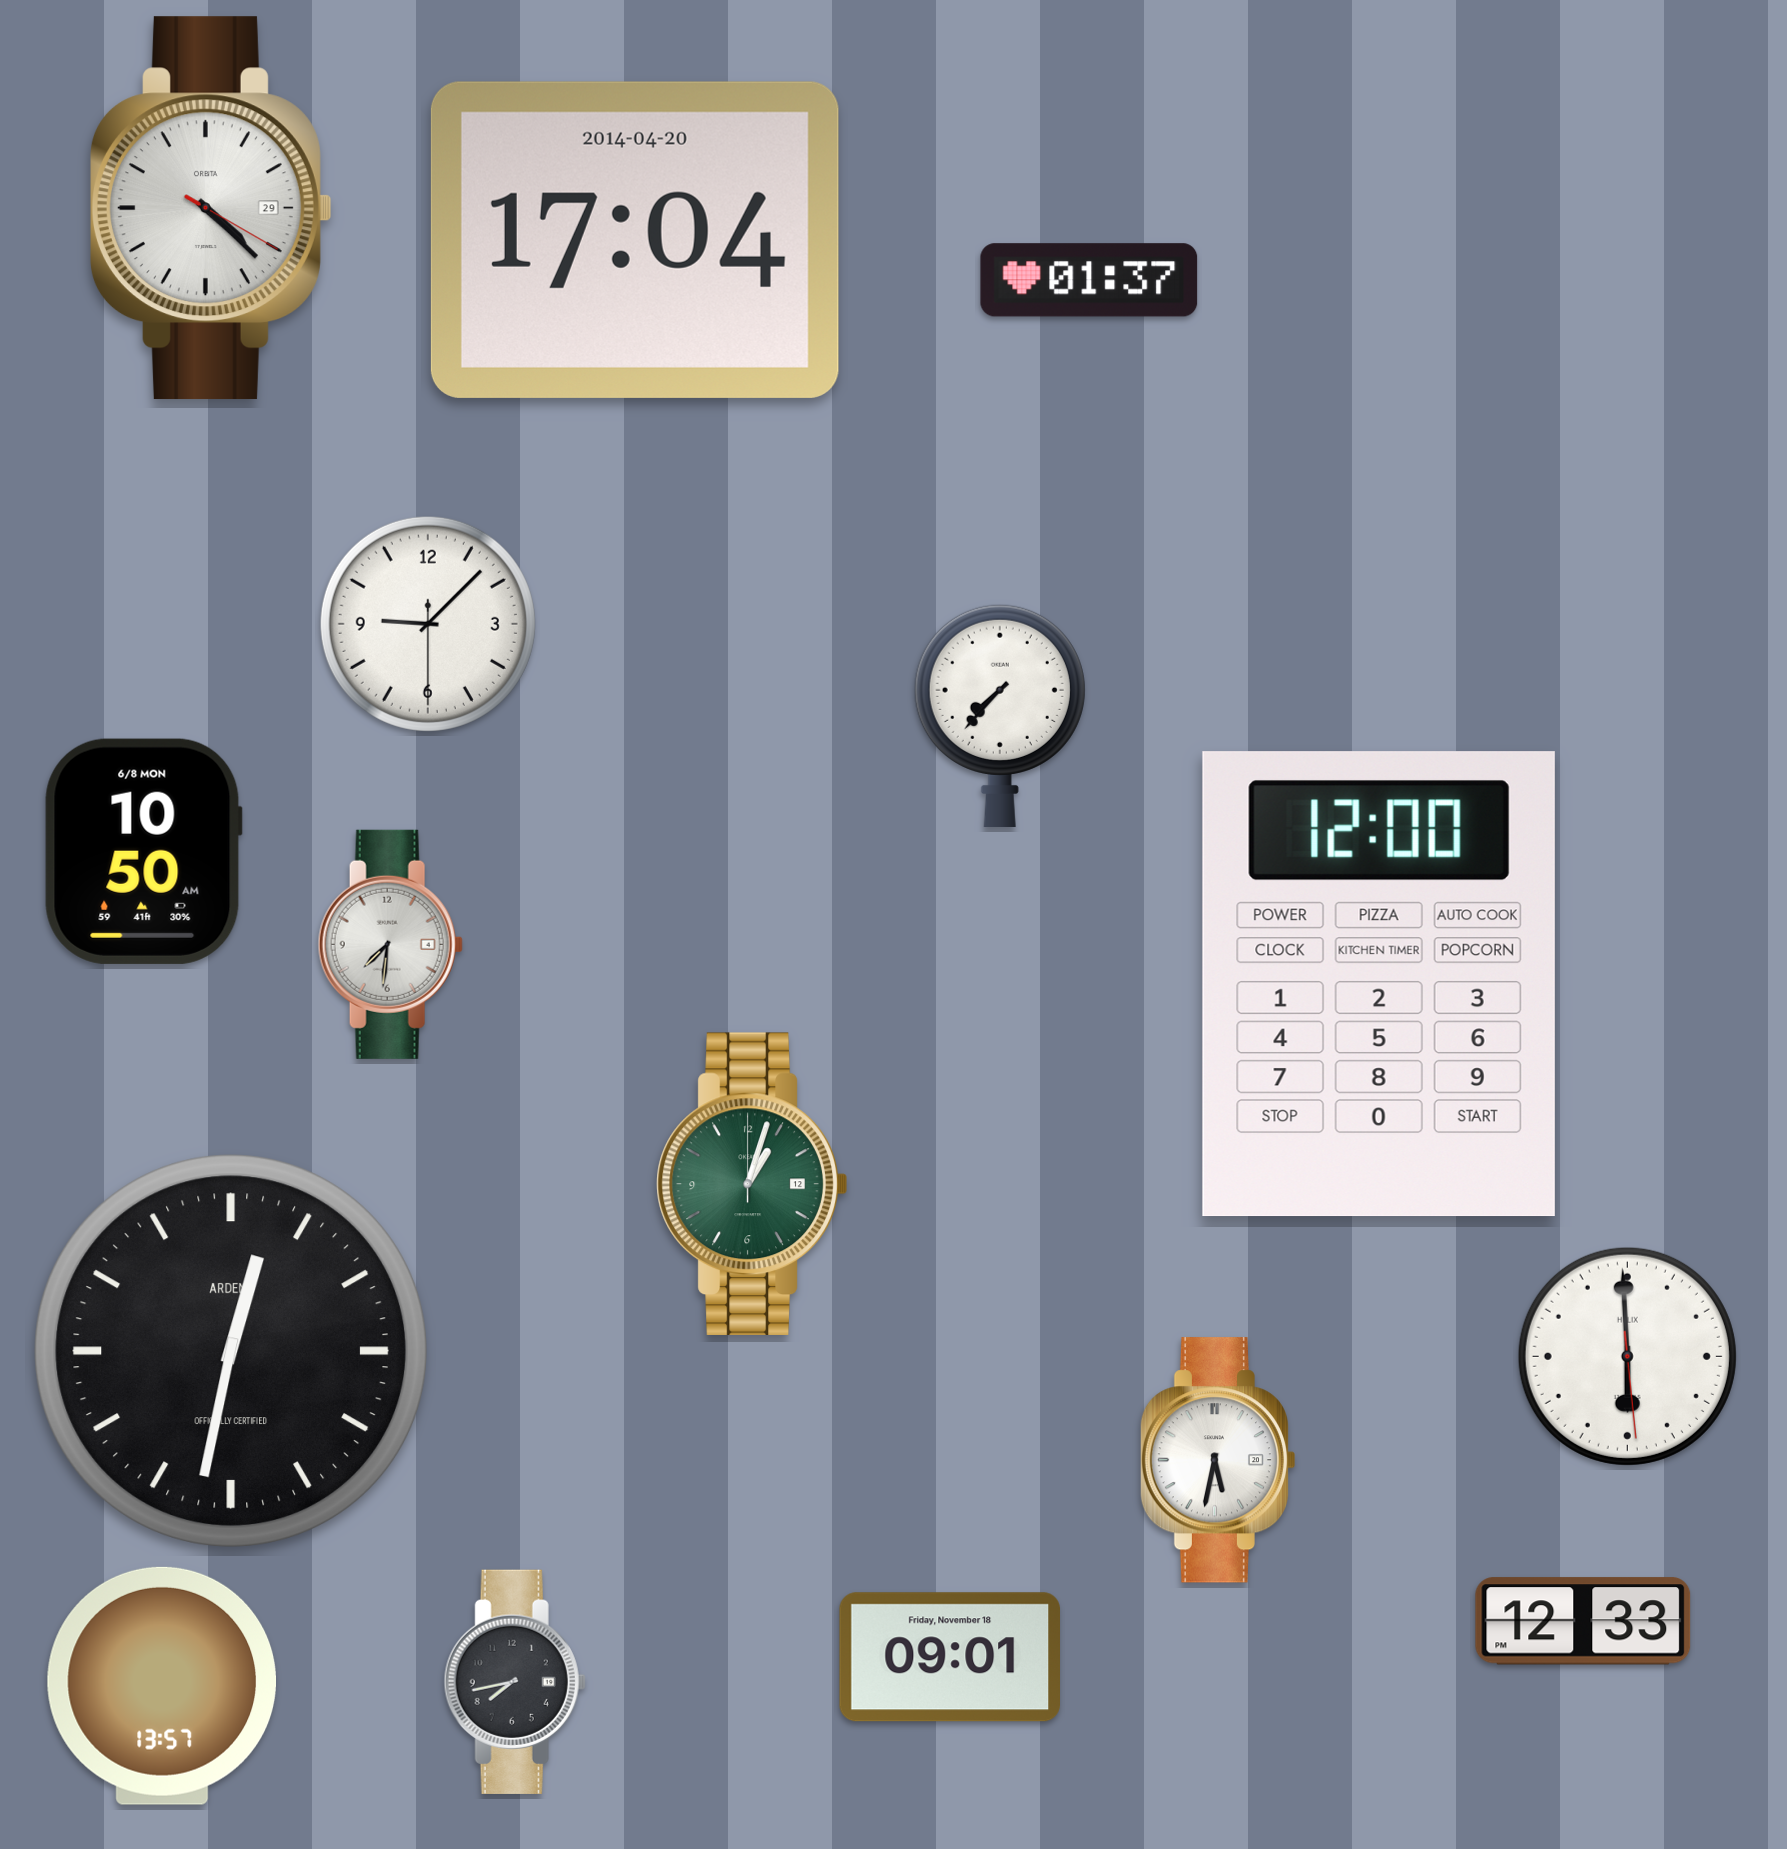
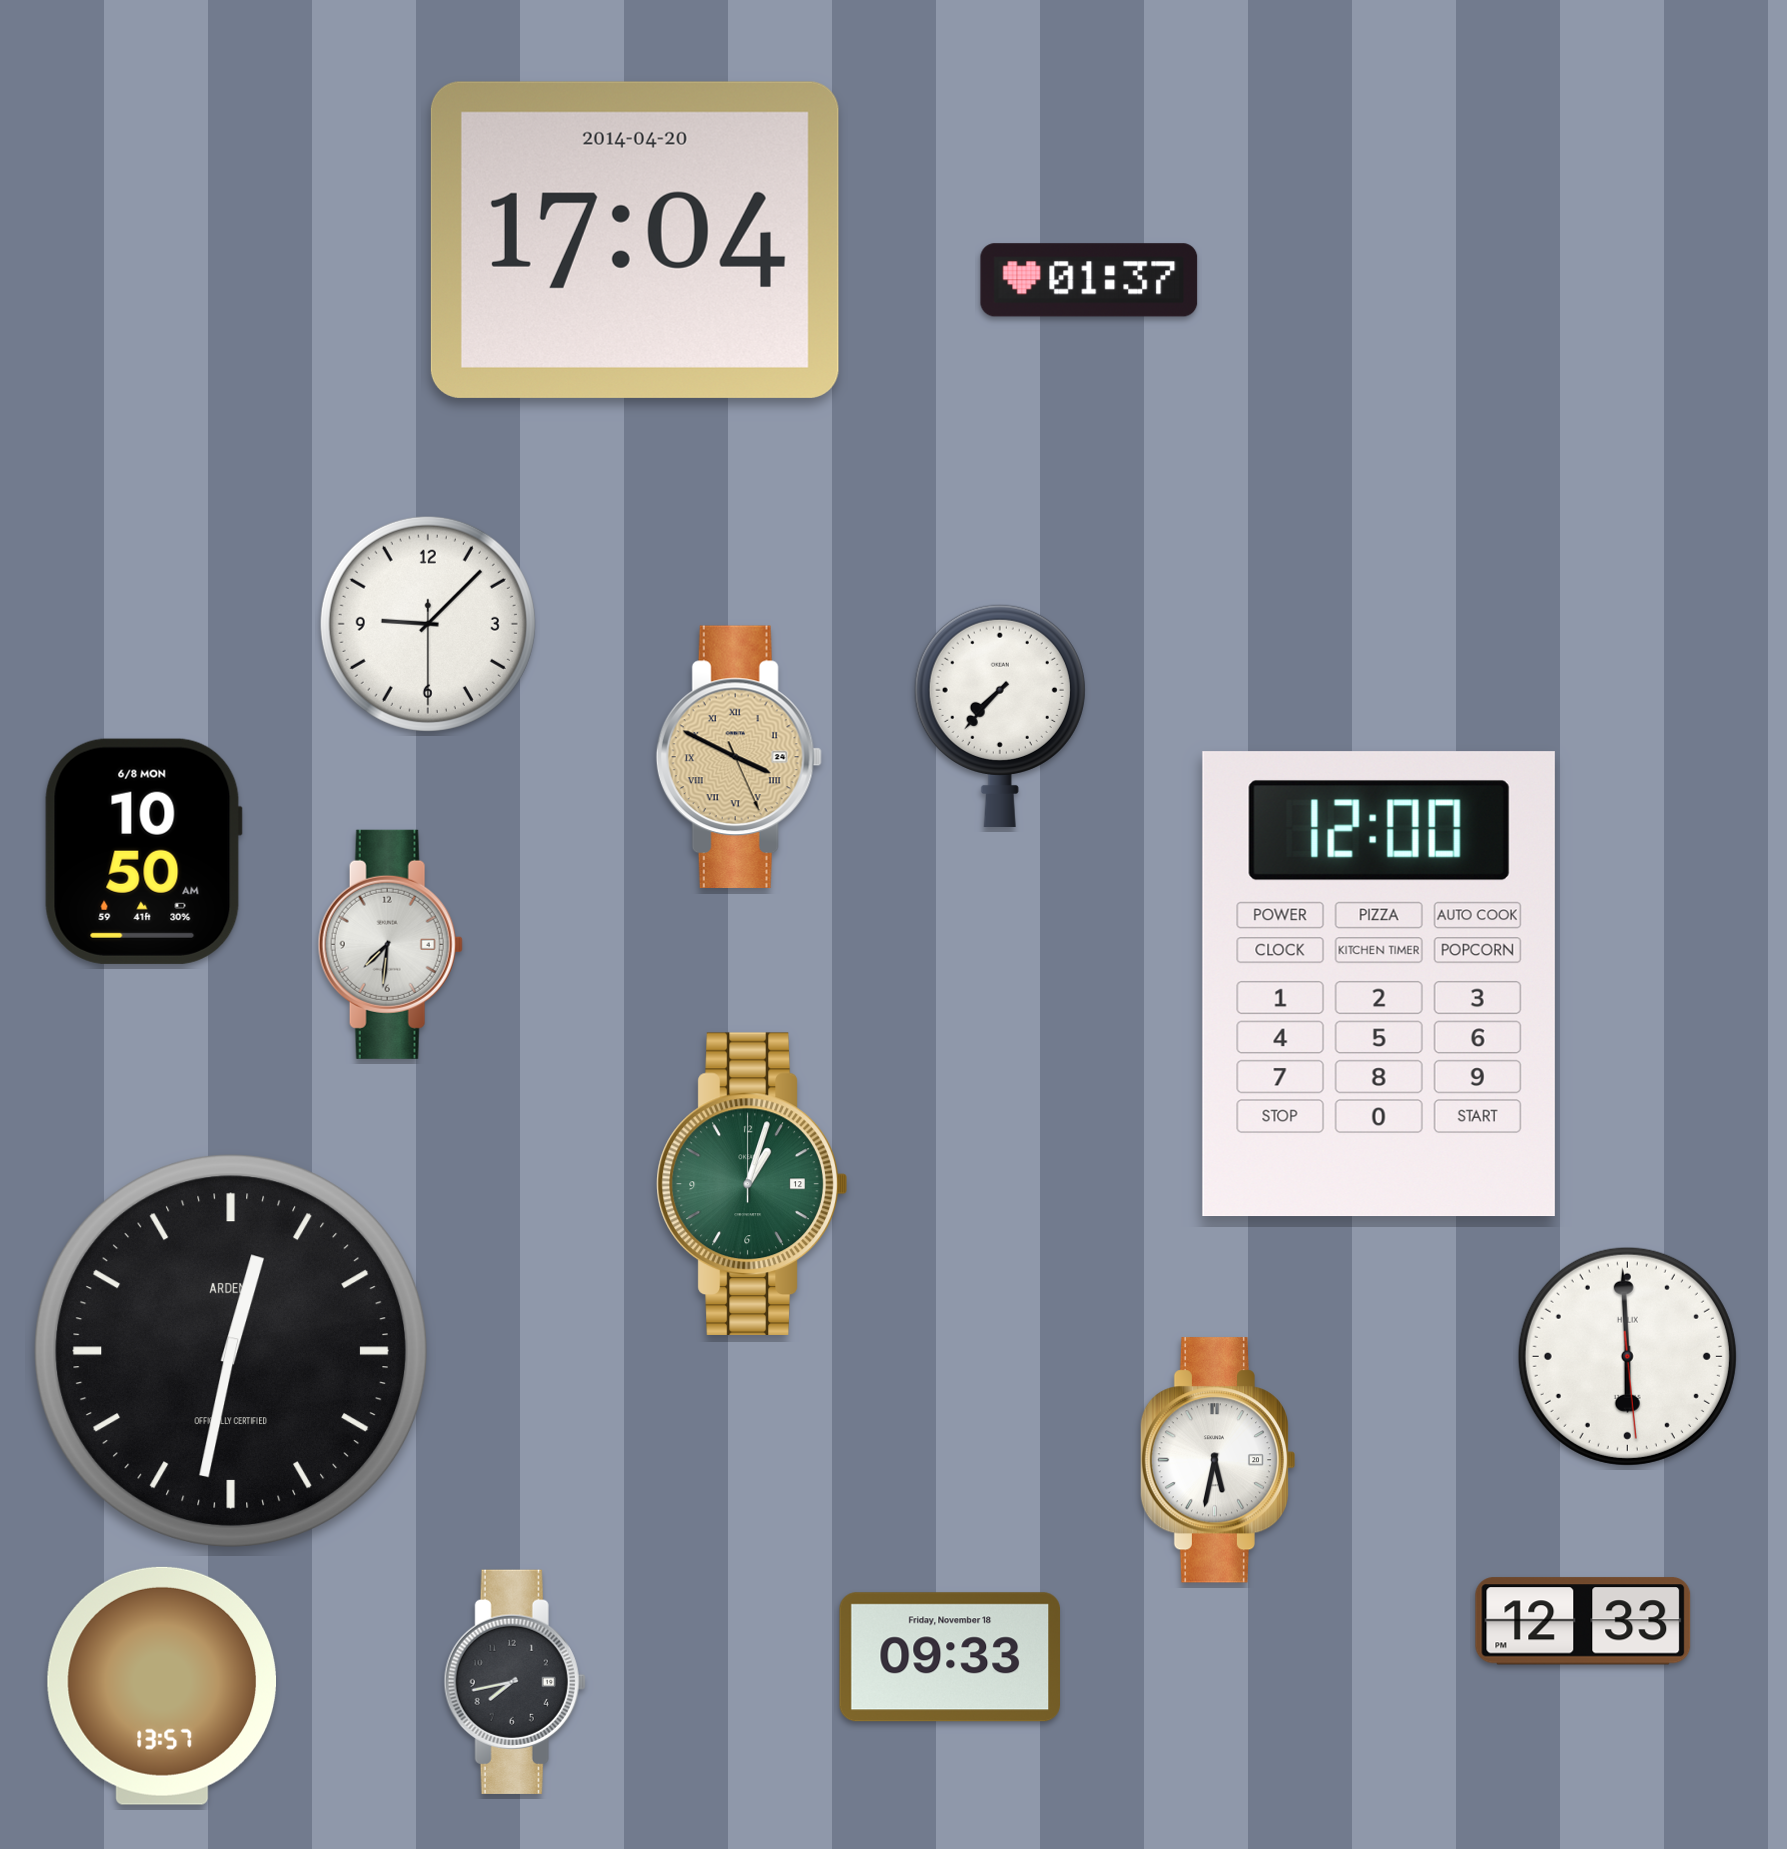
clock at (211, 208): 4:22 -> none
clock at (739, 756): none -> 3:49
clock at (949, 1657): 09:01 -> 09:33
